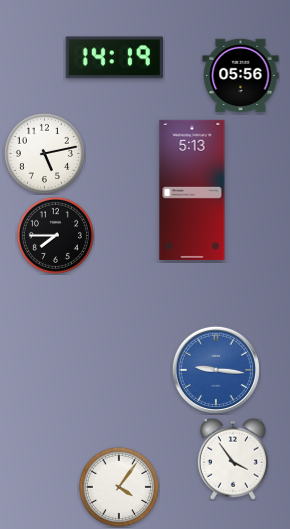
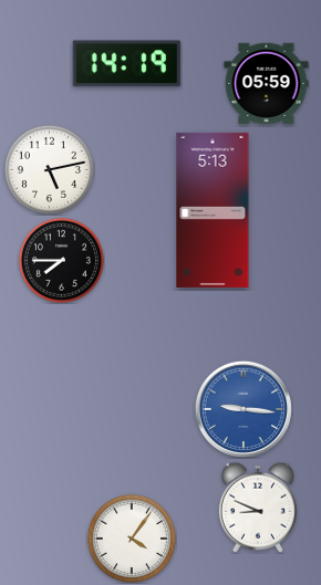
clock at (241, 76): 05:56 -> 05:59
clock at (216, 370) position: (216, 370) -> (244, 409)
clock at (233, 459): 3:54 -> 8:49
